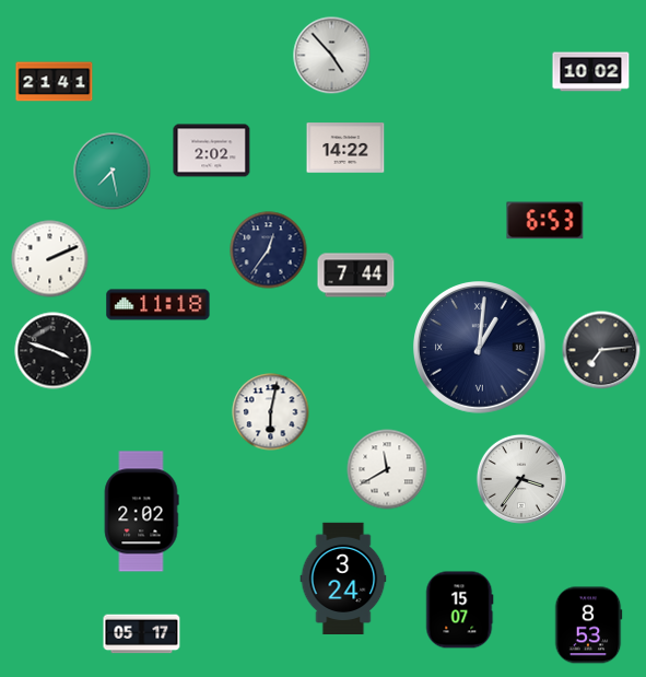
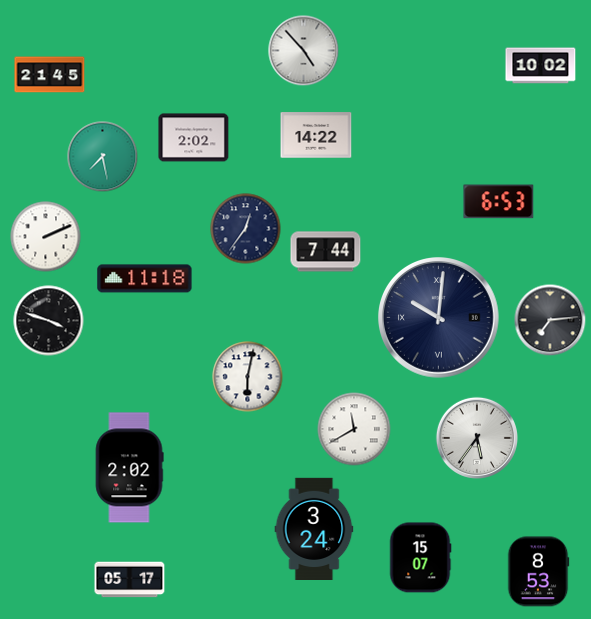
clock at (55, 82): 21:41 -> 21:45
clock at (480, 348): 1:01 -> 10:01
clock at (521, 479): 3:36 -> 5:36
